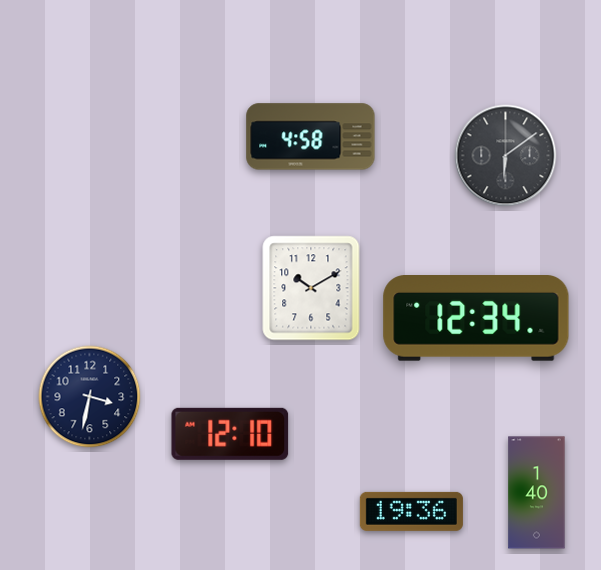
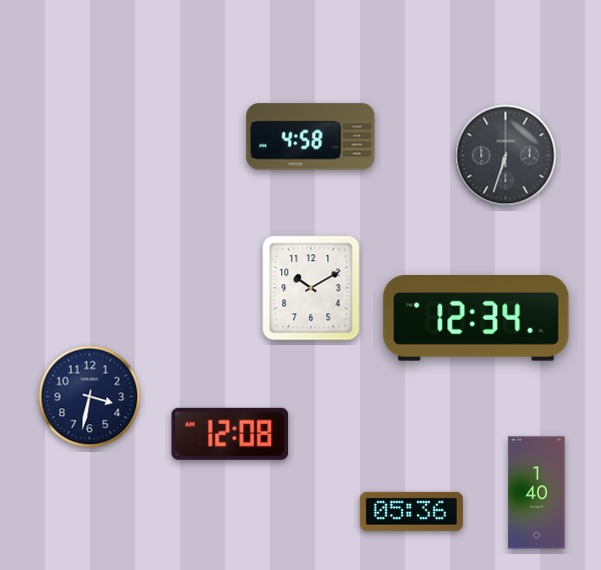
clock at (506, 156): 6:09 -> 6:33
clock at (230, 434): 12:10 -> 12:08
clock at (411, 511): 19:36 -> 05:36
